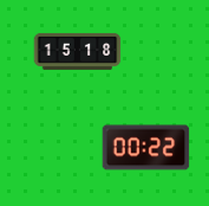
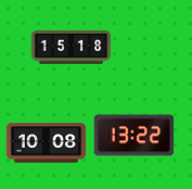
clock at (146, 148): 00:22 -> 13:22
clock at (47, 143): none -> 10:08
